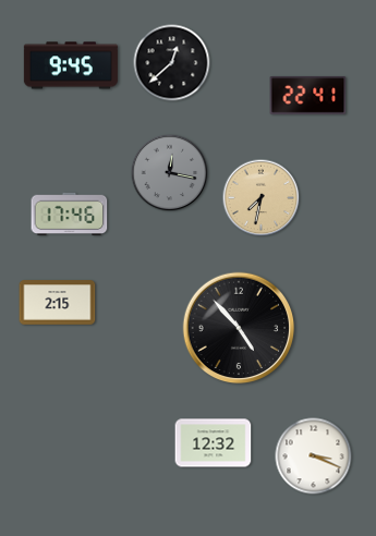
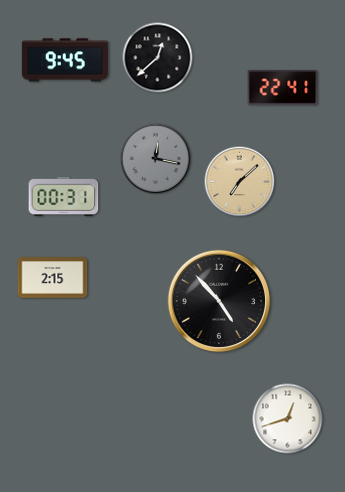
clock at (262, 198): 7:32 -> 7:08
clock at (70, 215): 17:46 -> 00:31
clock at (214, 443): 12:32 -> none
clock at (314, 456): 3:19 -> 12:42
